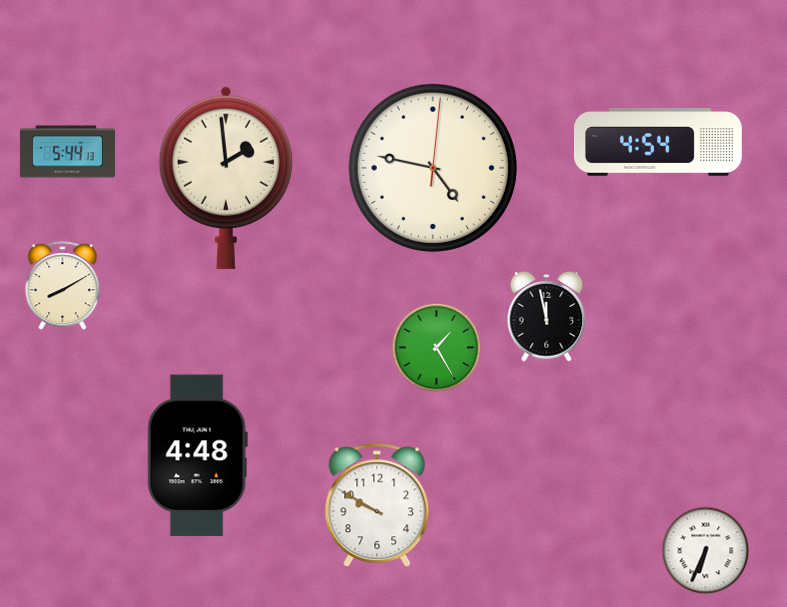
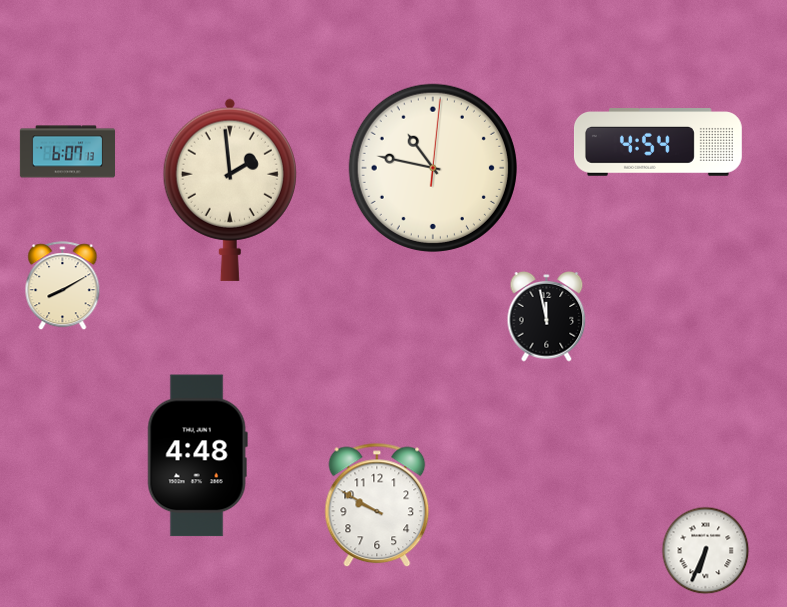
clock at (67, 152): 5:44 -> 6:07
clock at (433, 168): 4:47 -> 10:47
clock at (226, 178) position: (226, 178) -> (230, 190)
clock at (437, 348): 1:25 -> none
